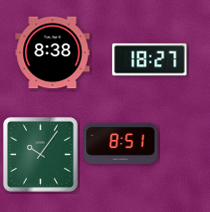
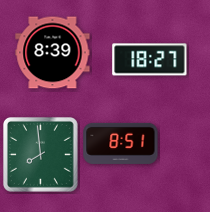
clock at (53, 53): 8:38 -> 8:39
clock at (41, 155): 10:06 -> 7:59
